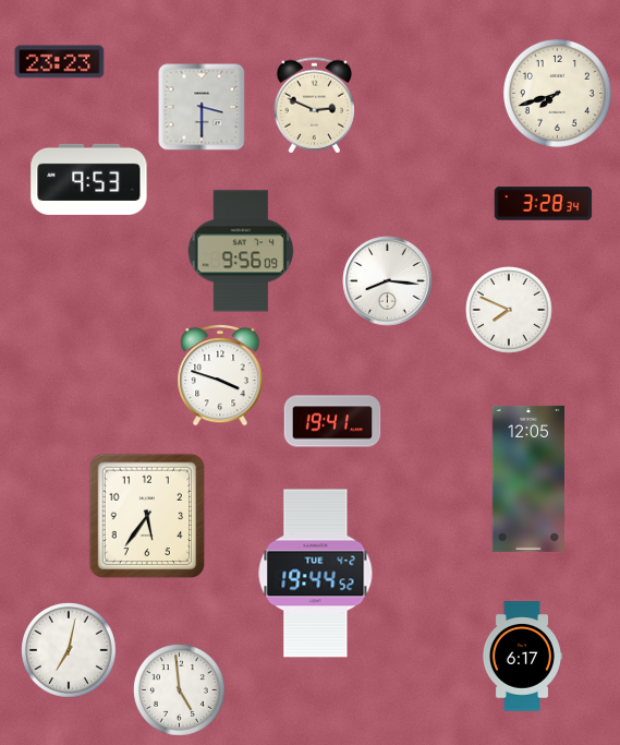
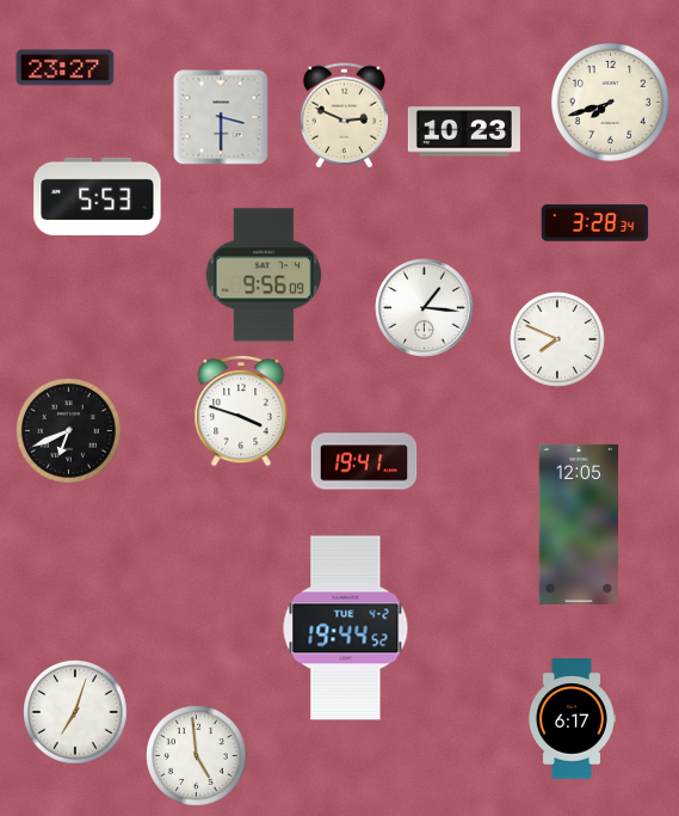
clock at (60, 62): 23:23 -> 23:27
clock at (464, 131): none -> 10:23
clock at (89, 179): 9:53 -> 5:53
clock at (388, 281): 8:16 -> 1:16
clock at (69, 431): none -> 6:41
clock at (147, 516): 5:36 -> none
clock at (70, 651): 7:02 -> 7:03
